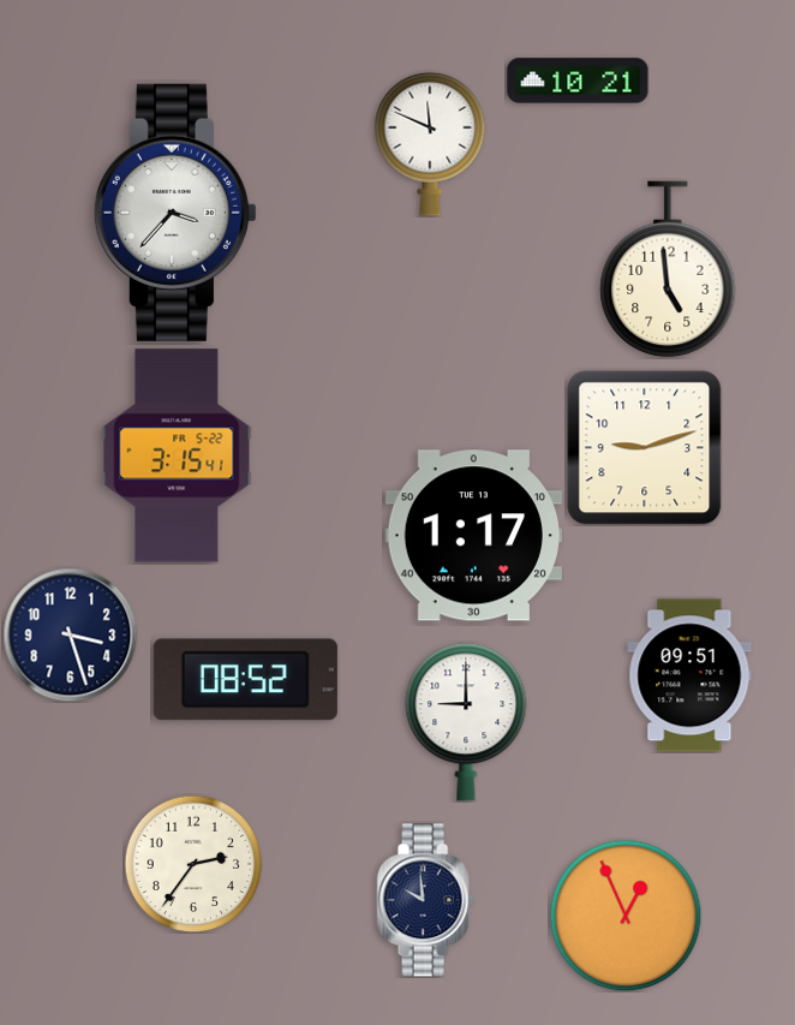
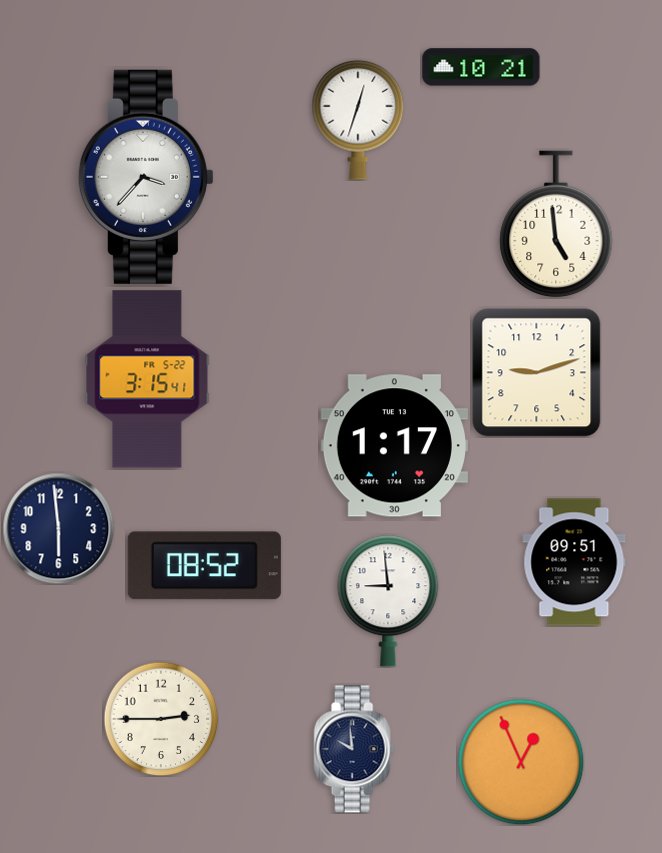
clock at (430, 144): 11:49 -> 12:33
clock at (70, 634): 3:27 -> 5:59
clock at (466, 722): 9:00 -> 8:59
clock at (193, 864): 2:36 -> 2:45
